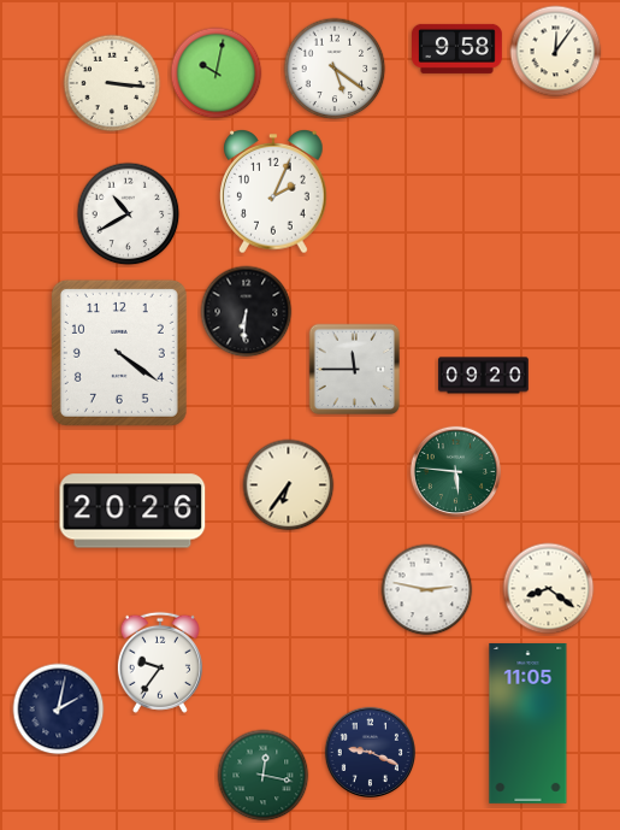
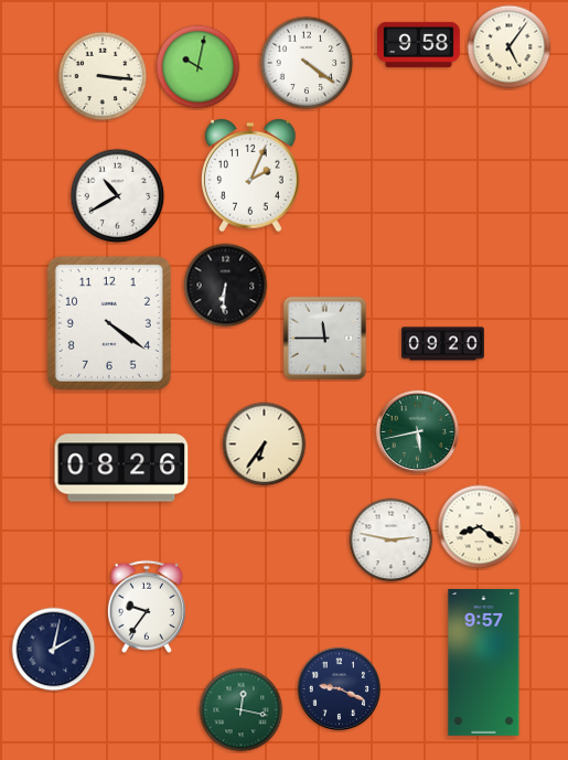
clock at (556, 52): 12:06 -> 5:06
clock at (335, 69): 5:21 -> 4:21
clock at (455, 471): 5:46 -> 5:43
clock at (132, 511): 20:26 -> 08:26
clock at (549, 589) position: (549, 589) -> (480, 527)
clock at (529, 723): 11:05 -> 9:57
